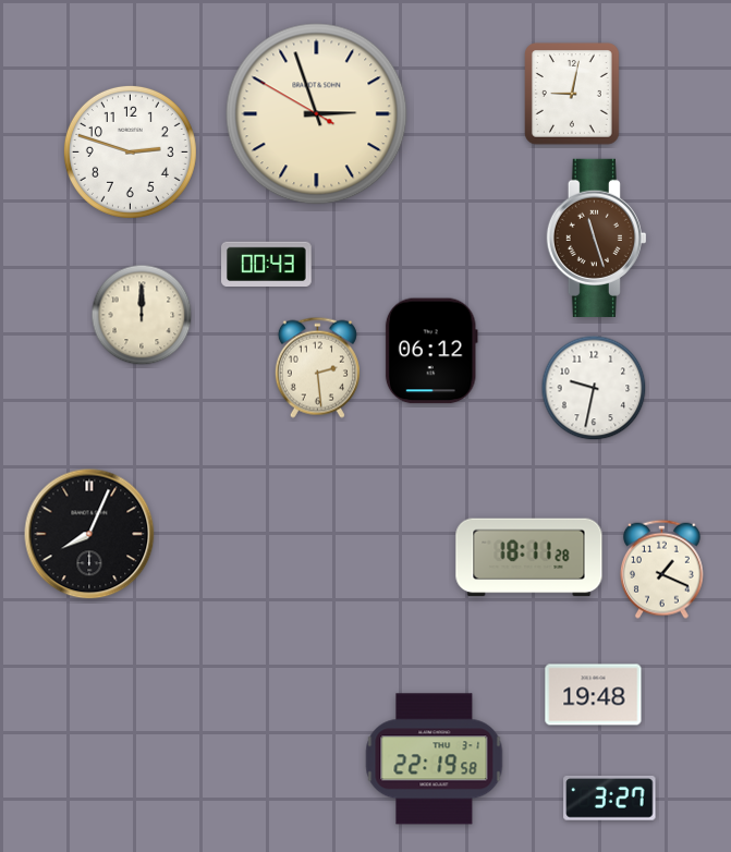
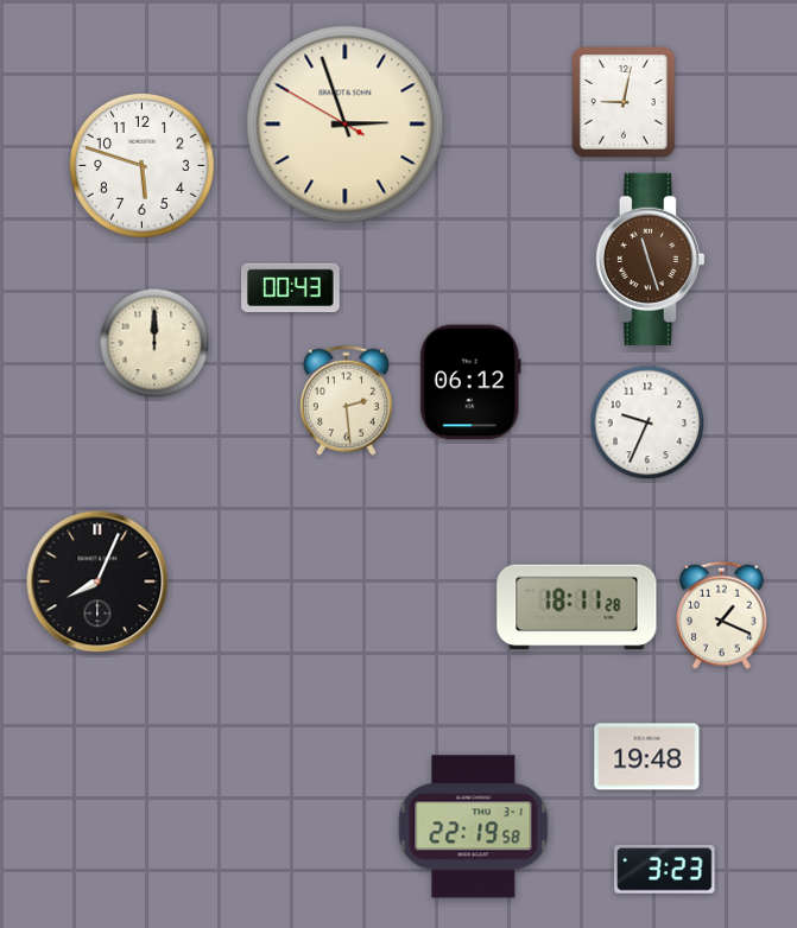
clock at (130, 151): 2:48 -> 5:48
clock at (594, 388): 9:32 -> 9:34
clock at (661, 569) position: (661, 569) -> (721, 615)
clock at (610, 799): 3:27 -> 3:23
